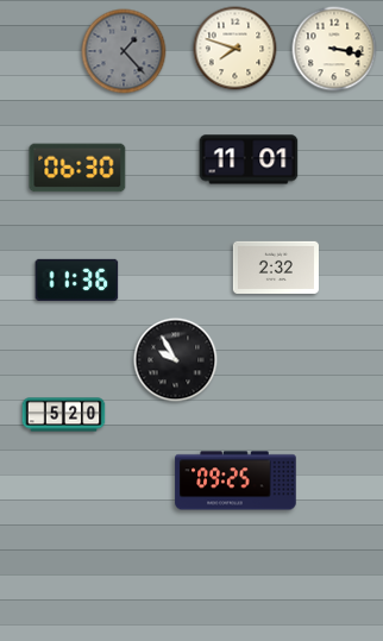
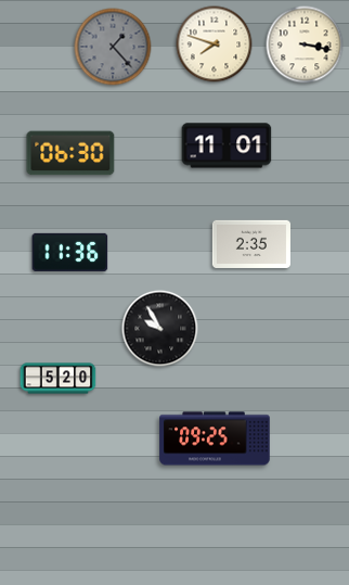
clock at (276, 268): 2:32 -> 2:35
clock at (77, 279) position: (77, 279) -> (70, 252)
